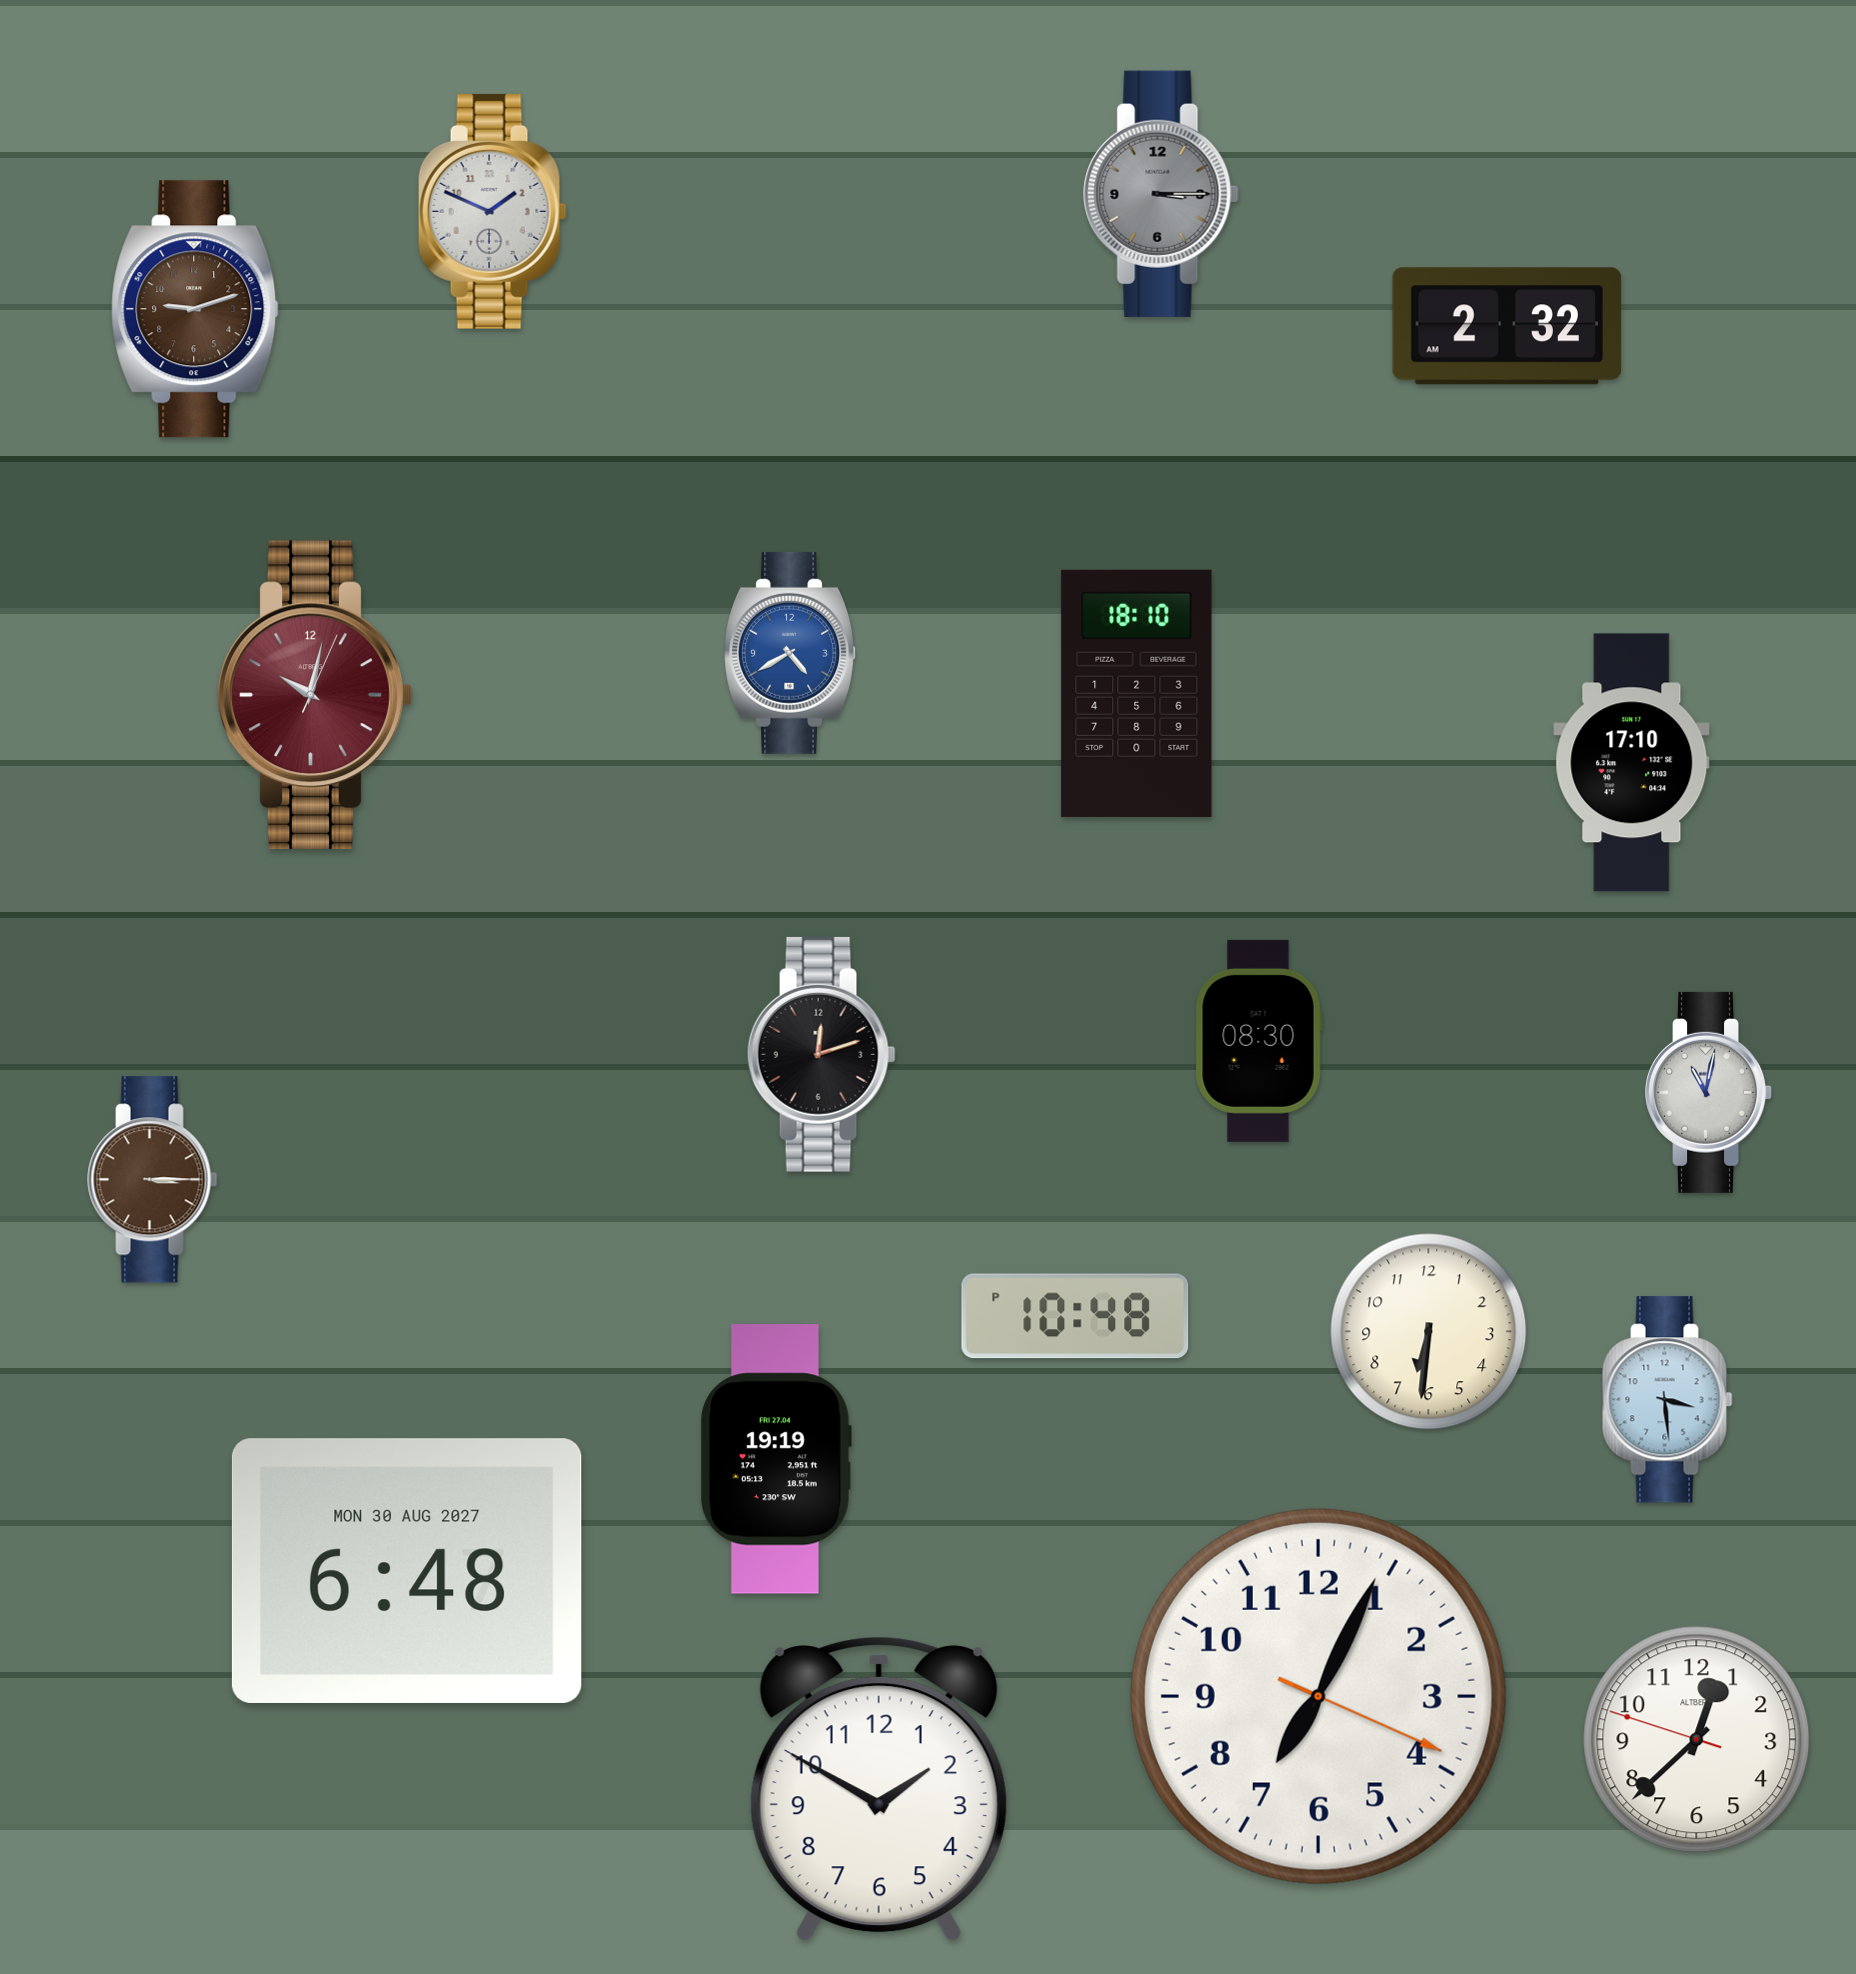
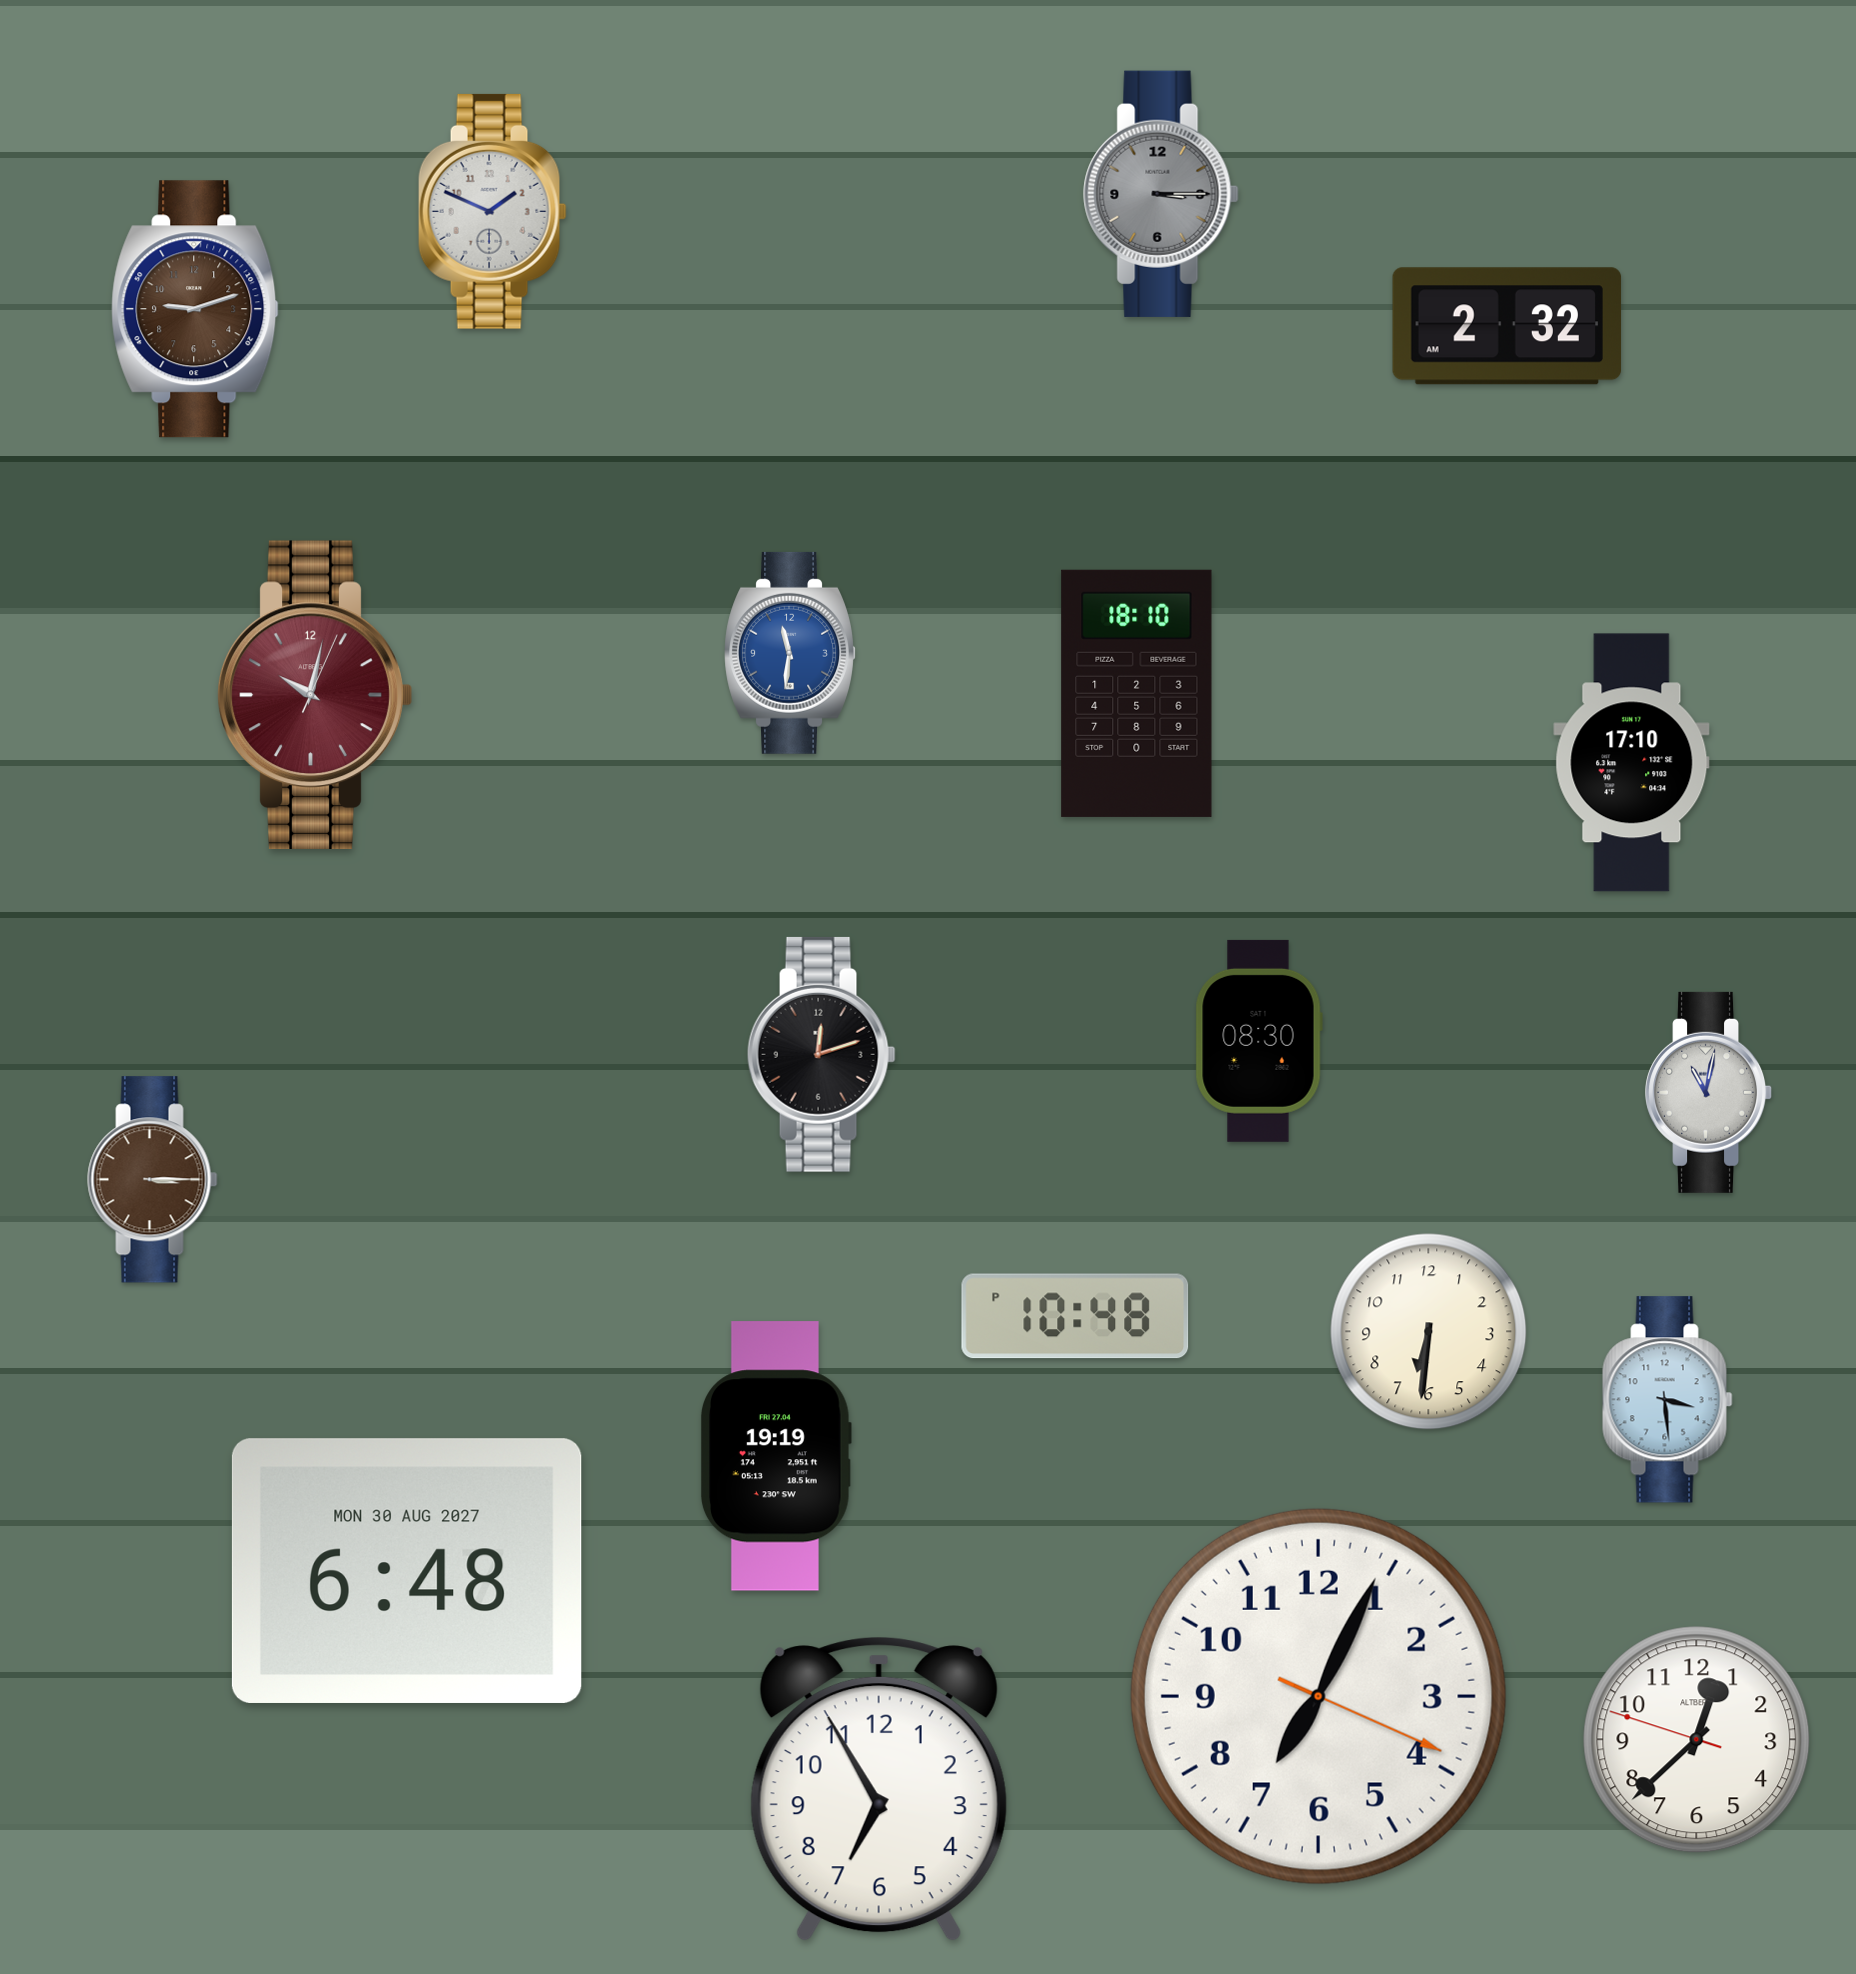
clock at (790, 653): 4:40 -> 11:31
clock at (776, 1459) position: (776, 1459) -> (776, 1456)
clock at (879, 1790): 1:50 -> 6:55
